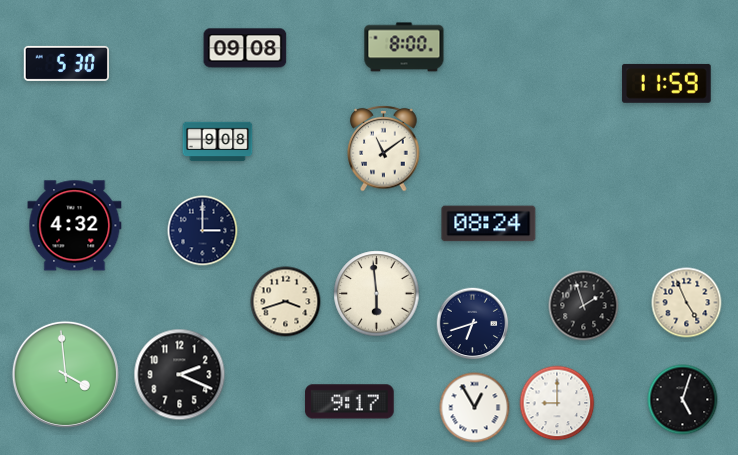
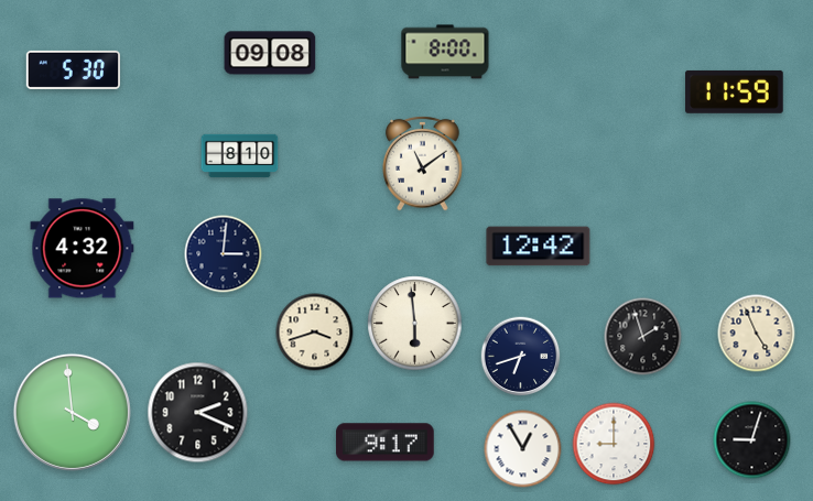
clock at (218, 142): 9:08 -> 8:10
clock at (489, 224): 08:24 -> 12:42
clock at (203, 231): 3:00 -> 3:01
clock at (683, 400): 5:03 -> 9:03
